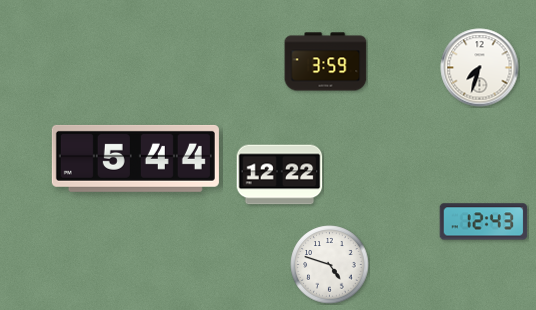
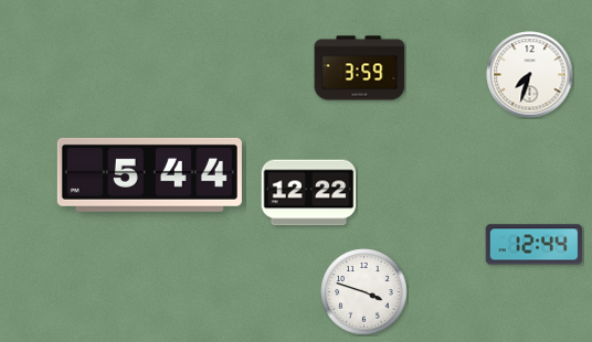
clock at (484, 222): 12:43 -> 12:44
clock at (330, 265): 4:48 -> 3:48
